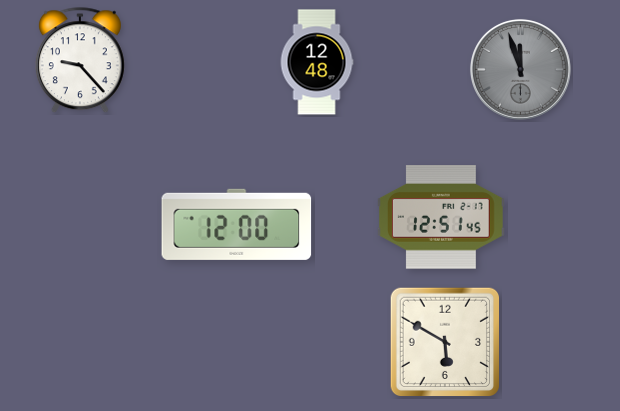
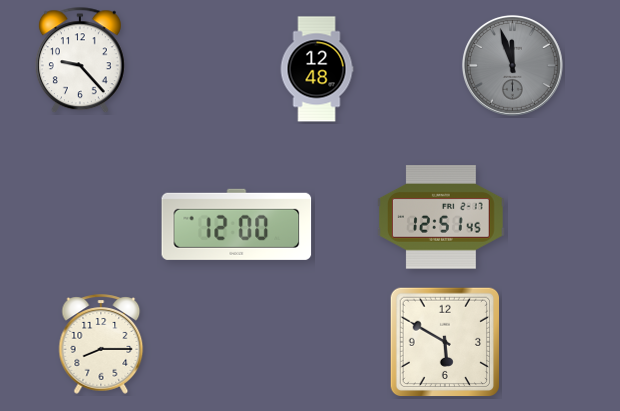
clock at (317, 62) position: (317, 62) -> (317, 69)
clock at (520, 69) position: (520, 69) -> (512, 65)
clock at (101, 344): none -> 8:15
